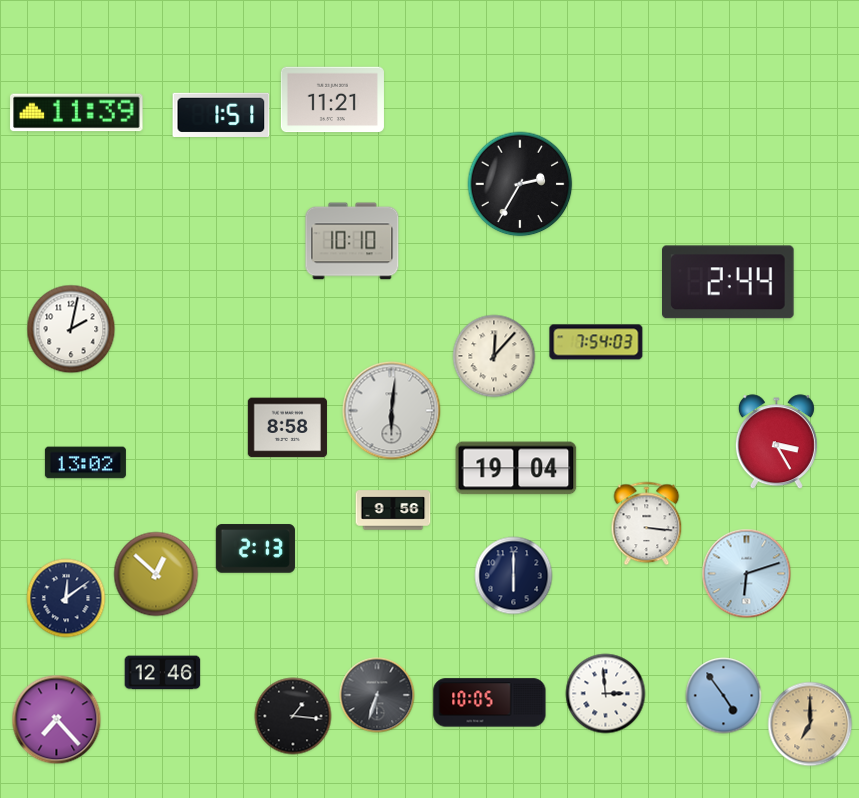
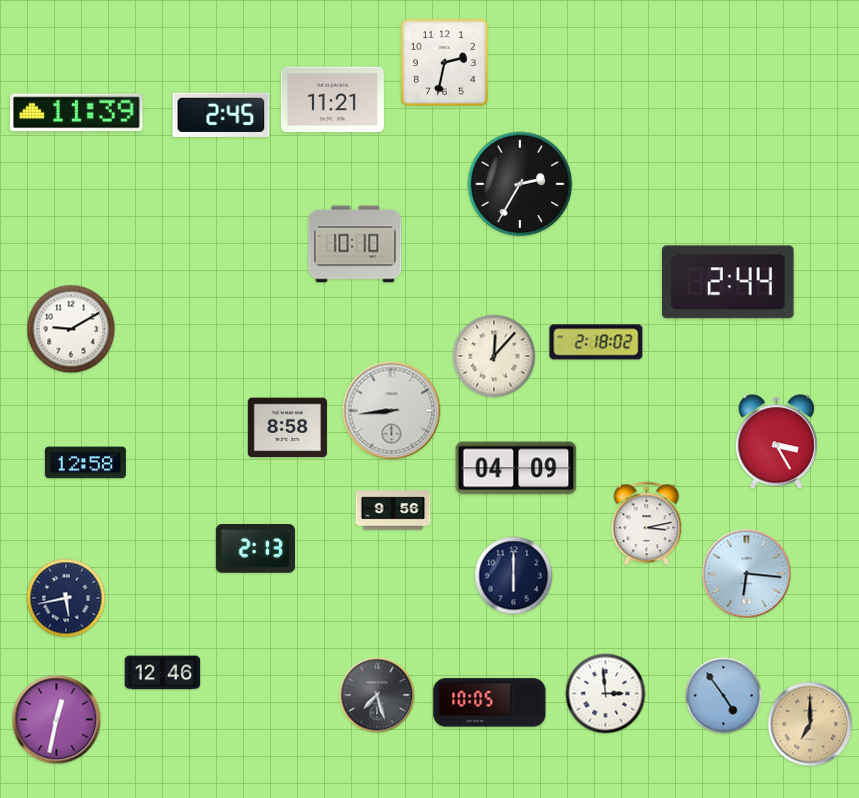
clock at (445, 63): none -> 2:32
clock at (221, 115): 1:51 -> 2:45
clock at (352, 241) position: (352, 241) -> (355, 244)
clock at (71, 329): 2:02 -> 9:10
clock at (596, 342): 7:54 -> 2:18
clock at (392, 411): 6:01 -> 8:44
clock at (85, 463): 13:02 -> 12:58
clock at (516, 468): 19:04 -> 04:09
clock at (647, 524): 3:16 -> 3:13
clock at (156, 574): 12:52 -> none
clock at (747, 574): 6:12 -> 6:16
clock at (66, 598): 12:09 -> 5:43
clock at (377, 695): 6:33 -> 7:27
clock at (293, 716): 1:16 -> none
clock at (57, 720): 7:23 -> 12:32
